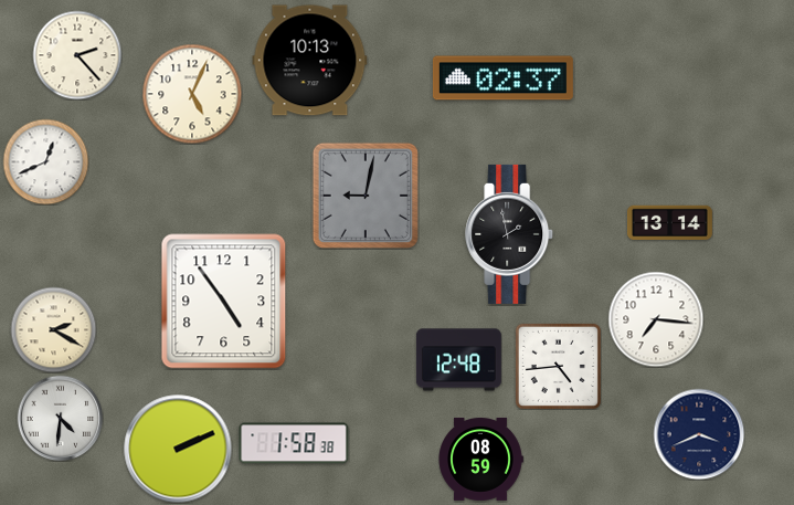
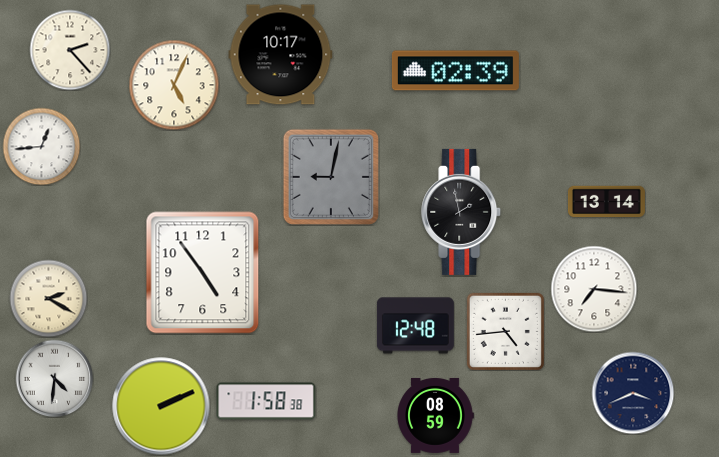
clock at (310, 61): 10:13 -> 10:17
clock at (502, 78): 02:37 -> 02:39
clock at (45, 161): 12:41 -> 12:44
